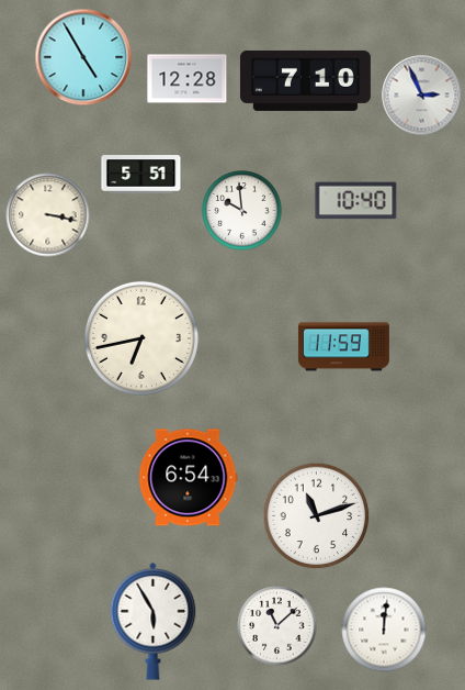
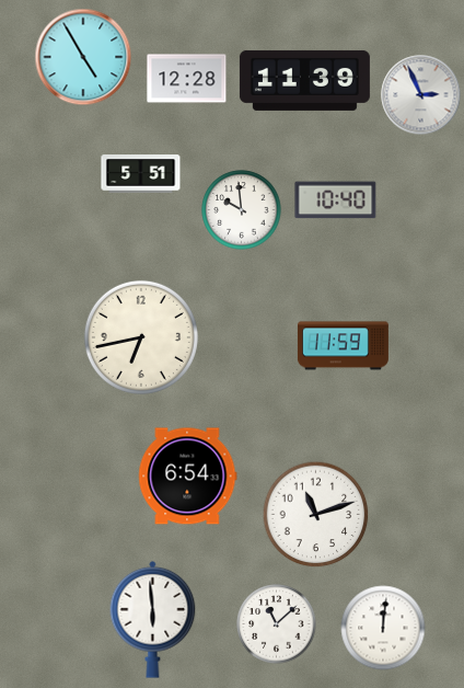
clock at (305, 80): 7:10 -> 11:39
clock at (356, 201) position: (356, 201) -> (336, 200)
clock at (48, 215): 3:17 -> none
clock at (154, 621): 5:55 -> 5:59
